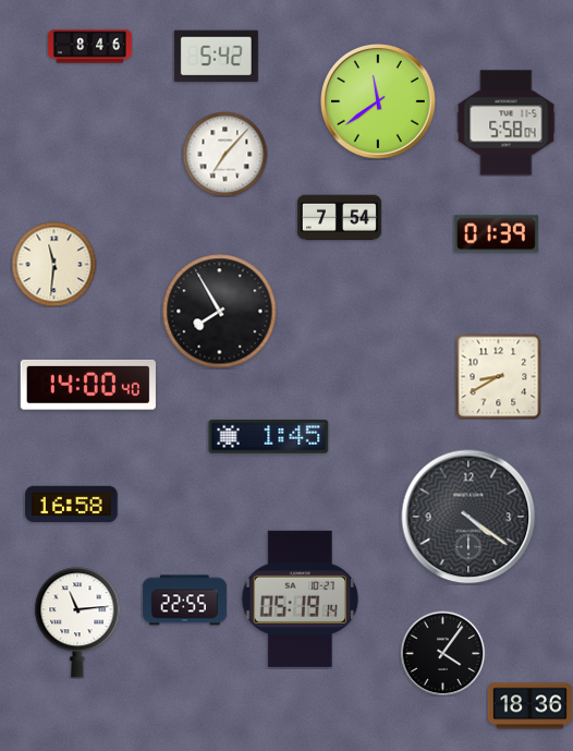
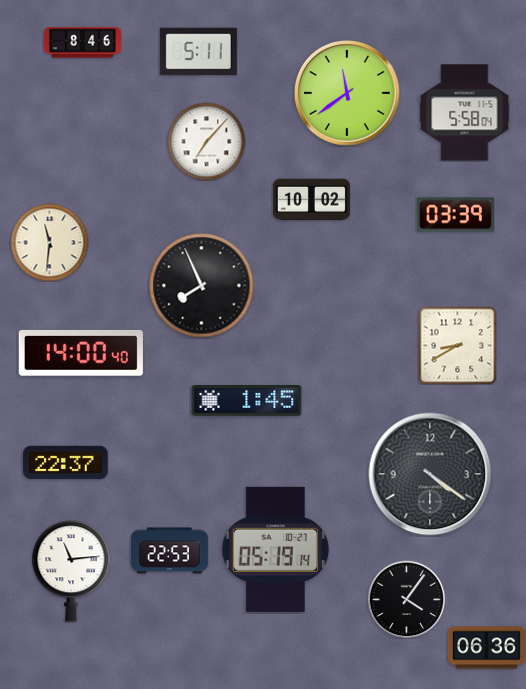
clock at (216, 57): 5:42 -> 5:11
clock at (339, 218): 7:54 -> 10:02
clock at (496, 234): 01:39 -> 03:39
clock at (220, 312): 7:55 -> 7:56
clock at (72, 504): 16:58 -> 22:37
clock at (184, 601): 22:55 -> 22:53
clock at (529, 706): 18:36 -> 06:36
